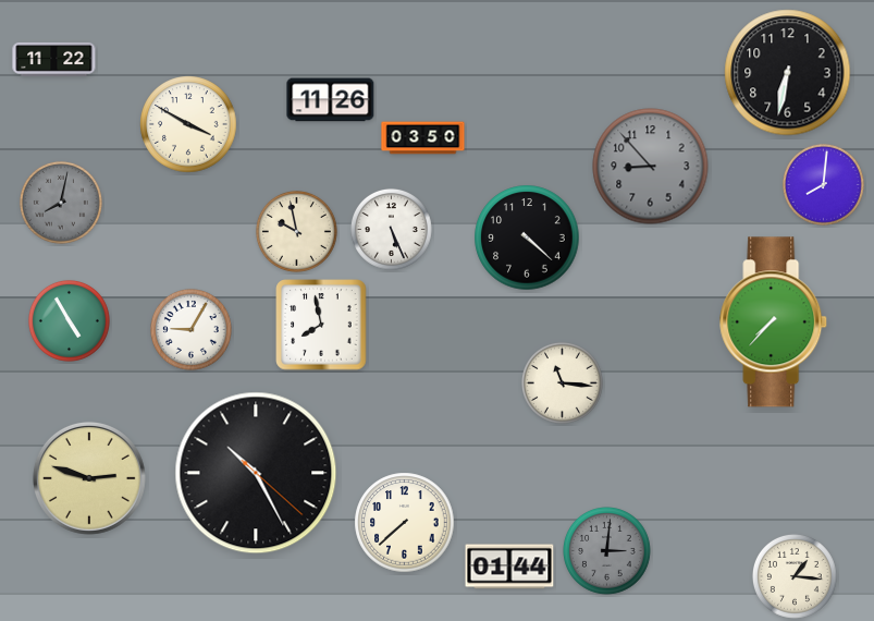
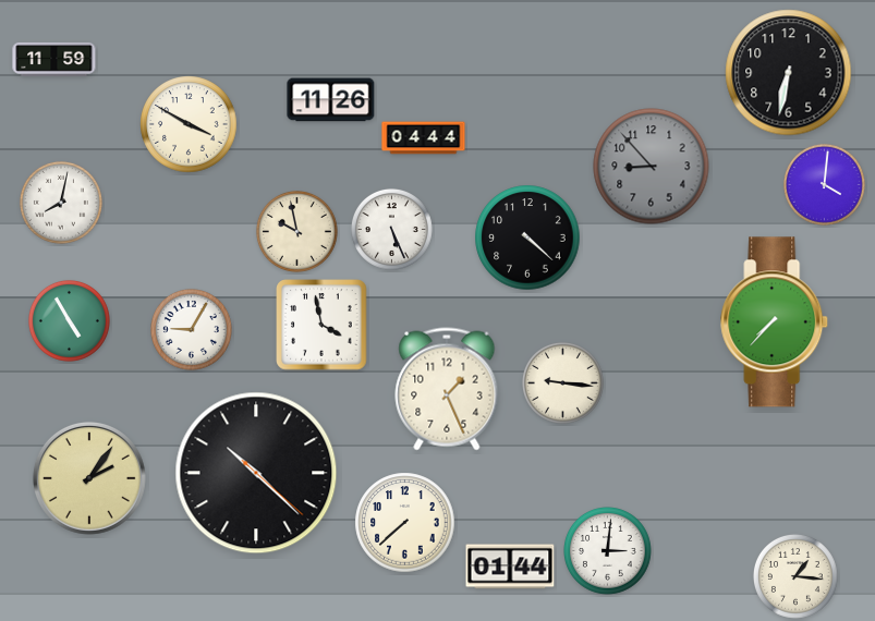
clock at (54, 59): 11:22 -> 11:59
clock at (423, 138): 03:50 -> 04:44
clock at (823, 184): 8:01 -> 4:01
clock at (61, 203) dial: grey -> white
clock at (321, 325): 7:58 -> 3:58
clock at (562, 382): 11:16 -> 9:16
clock at (447, 389): none -> 1:26
clock at (256, 473): 10:25 -> 10:22
clock at (89, 478): 2:48 -> 2:06
clock at (607, 551) dial: grey -> white
